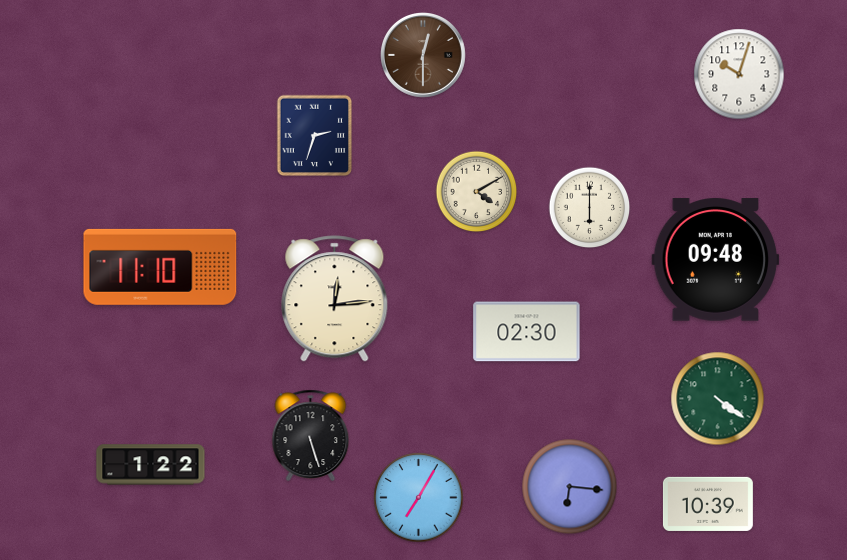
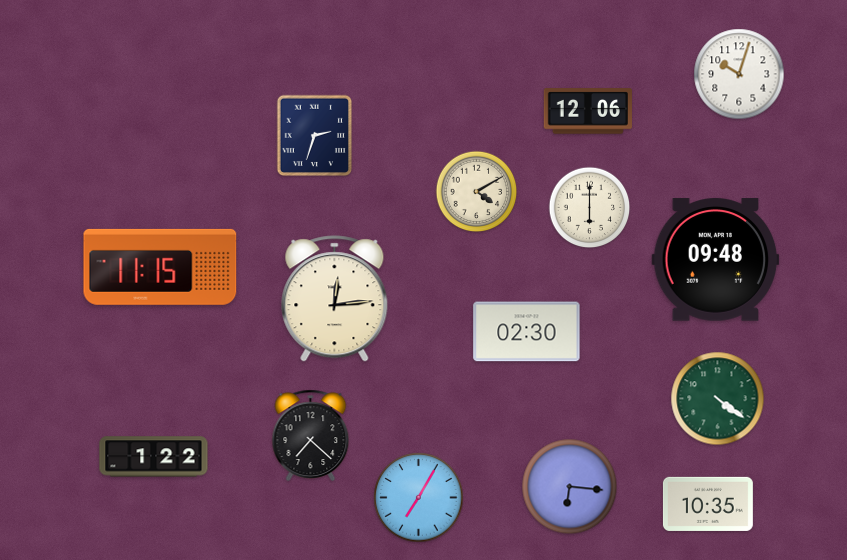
clock at (424, 56): 12:30 -> none
clock at (588, 111): none -> 12:06
clock at (160, 267): 11:10 -> 11:15
clock at (311, 435): 5:27 -> 7:22
clock at (151, 465) position: (151, 465) -> (154, 457)
clock at (708, 504): 10:39 -> 10:35
